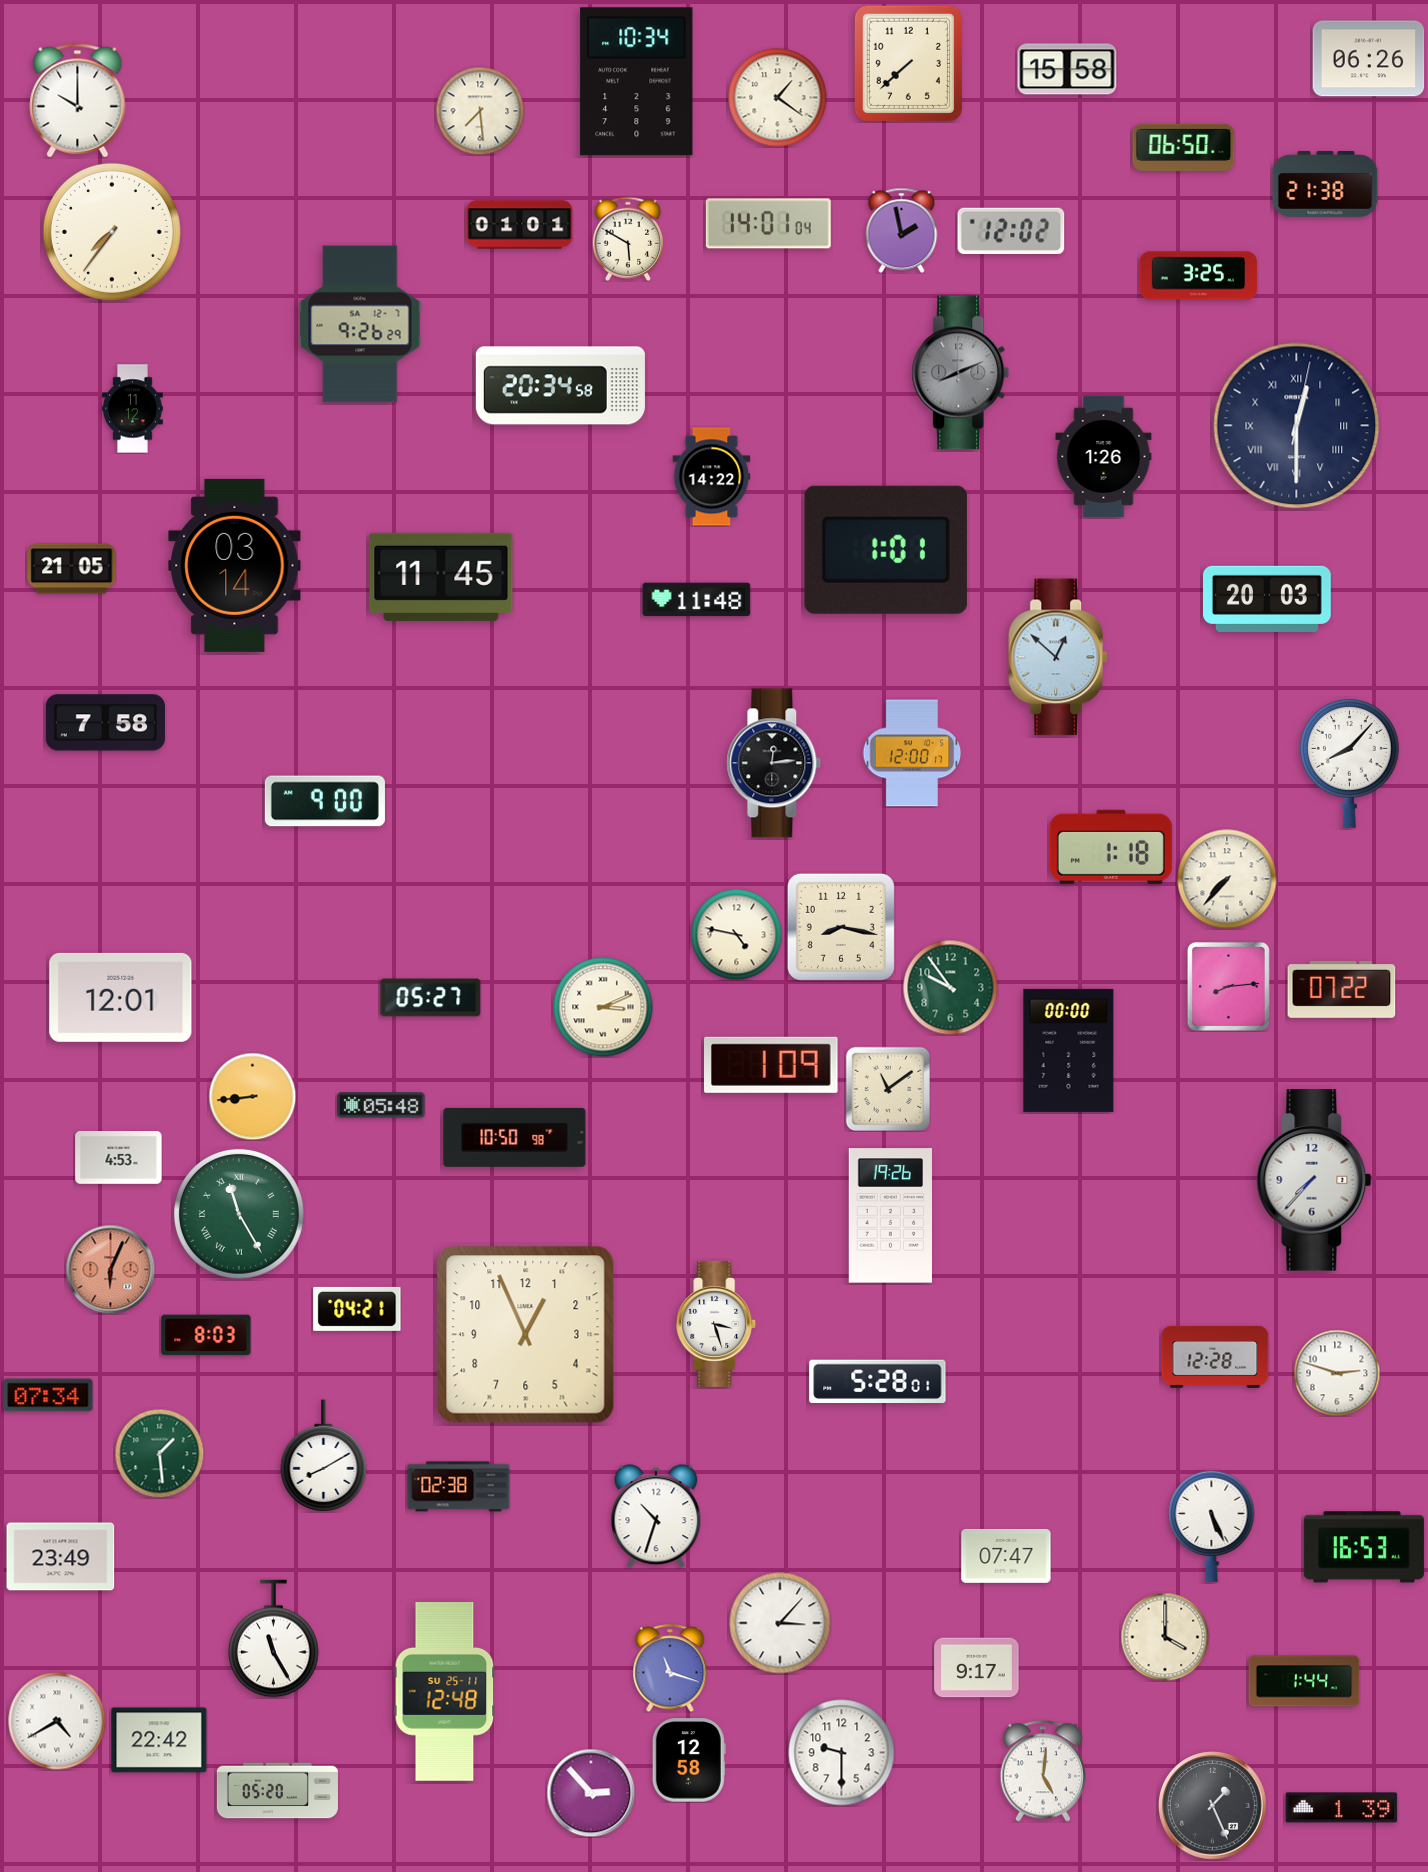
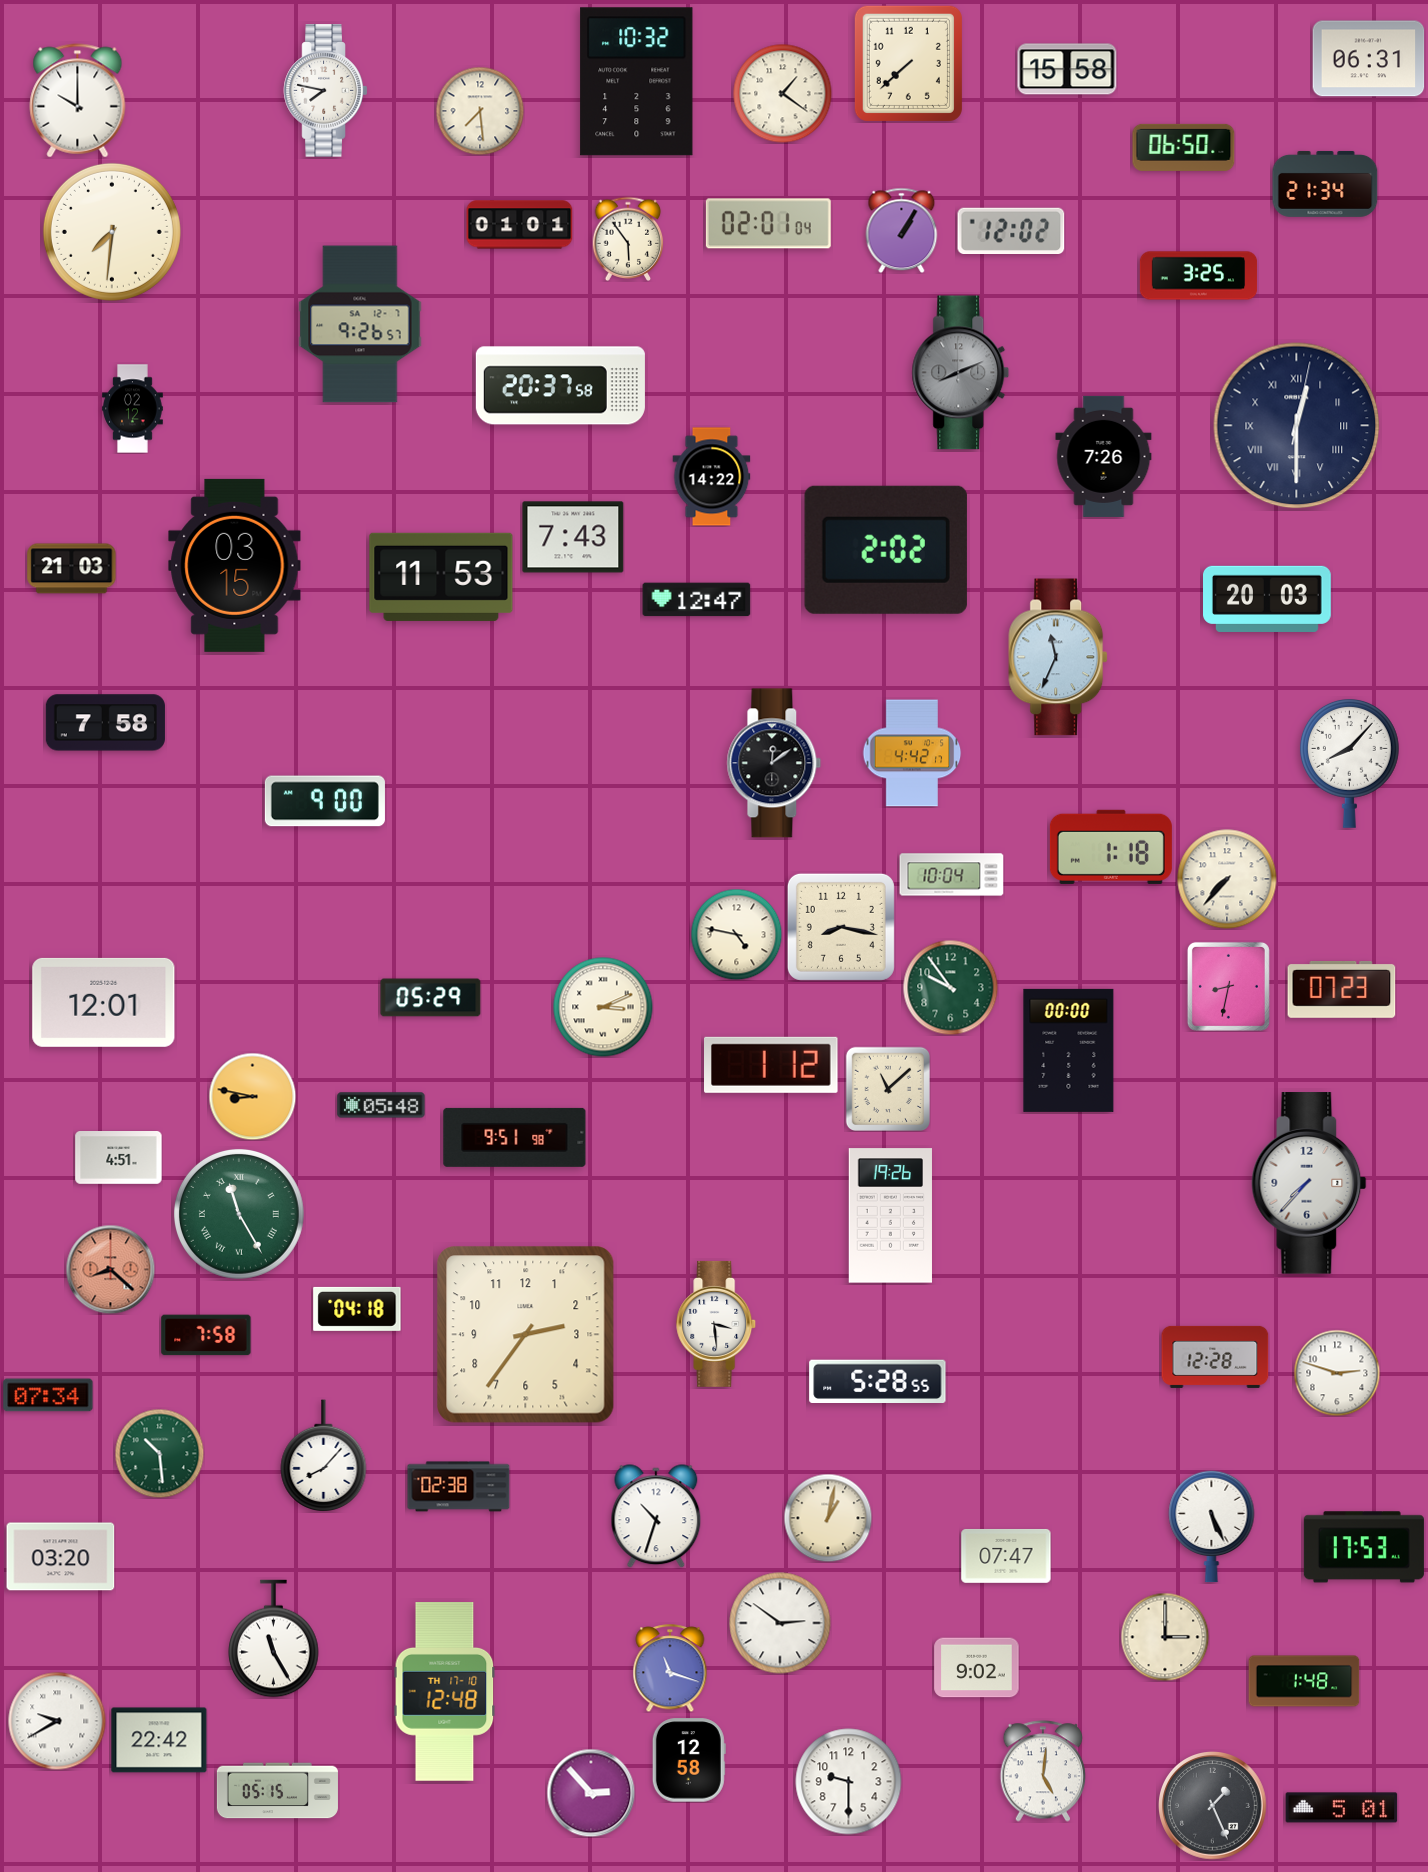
clock at (1369, 59): 06:26 -> 06:31
clock at (637, 82): 10:34 -> 10:32
clock at (326, 91): none -> 7:47
clock at (778, 98) position: (778, 98) -> (783, 94)
clock at (1325, 184): 21:38 -> 21:34
clock at (768, 224): 14:01 -> 02:01
clock at (902, 230): 1:58 -> 1:05
clock at (112, 232): 7:36 -> 7:31
clock at (628, 238): 5:50 -> 5:54
clock at (360, 324): 9:26:29 -> 9:26:57
clock at (560, 386): 20:34 -> 20:37
clock at (133, 409): 11:12 -> 02:12
clock at (1104, 456): 1:26 -> 7:26
clock at (573, 537): none -> 7:43
clock at (886, 550): 1:01 -> 2:02
clock at (235, 565): 03:14 -> 03:15
clock at (72, 569): 21:05 -> 21:03
clock at (441, 577): 11:45 -> 11:53
clock at (697, 600): 11:48 -> 12:47
clock at (1059, 657): 12:52 -> 11:34
clock at (912, 753): 12:00 -> 4:42
clock at (774, 763): 12:14 -> 12:09
clock at (952, 875): none -> 10:04
clock at (1228, 986): 8:14 -> 8:32
clock at (1342, 989): 07:22 -> 07:23
clock at (121, 997) position: (121, 997) -> (104, 1002)
clock at (431, 998): 05:27 -> 05:29
clock at (772, 1065): 1:09 -> 1:12
clock at (887, 1088): 11:09 -> 11:08
clock at (252, 1096): 8:44 -> 8:47
clock at (515, 1137): 10:50 -> 9:51
clock at (119, 1158): 4:53 -> 4:51
clock at (1314, 1180) position: (1314, 1180) -> (1309, 1183)
clock at (110, 1269): 6:04 -> 8:22
clock at (357, 1309): 04:21 -> 04:18
clock at (717, 1324): 3:27 -> 3:29
clock at (206, 1335): 8:03 -> 7:58
clock at (526, 1335): 12:56 -> 2:36
clock at (878, 1381): 5:28:01 -> 5:28:55
clock at (159, 1453): 1:29 -> 10:29
clock at (324, 1456): 8:10 -> 8:07
clock at (828, 1518): none -> 1:02
clock at (1364, 1547): 16:53 -> 17:53
clock at (61, 1557): 23:49 -> 03:20
clock at (780, 1623): 3:07 -> 2:51
clock at (1165, 1637): 4:00 -> 3:00
clock at (977, 1668): 9:17 -> 9:02
clock at (1304, 1681): 1:44 -> 1:48
clock at (445, 1692) date: SU 25-11 -> TH 17-10
clock at (57, 1721): 4:40 -> 9:40
clock at (842, 1753) position: (842, 1753) -> (849, 1782)
clock at (277, 1791): 05:20 -> 05:15
clock at (1342, 1808): 1:39 -> 5:01
